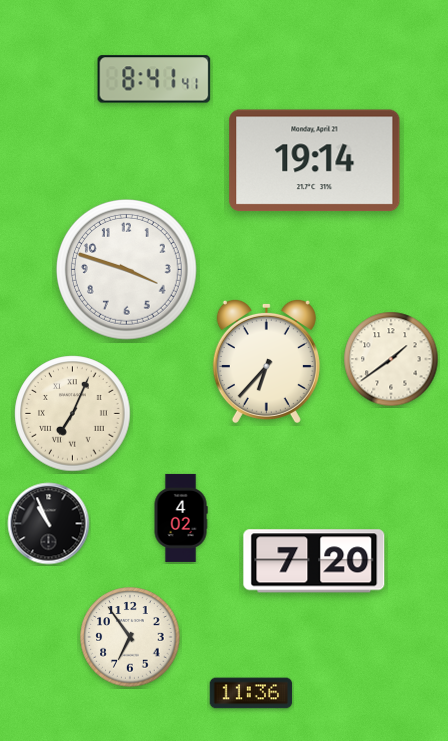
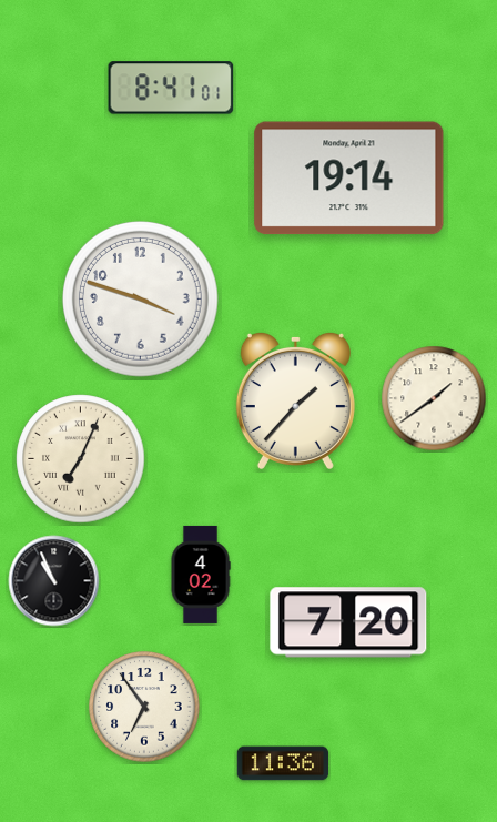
clock at (154, 79): 8:41:41 -> 8:41:01
clock at (266, 360): 6:37 -> 1:37
clock at (251, 693) position: (251, 693) -> (283, 763)
